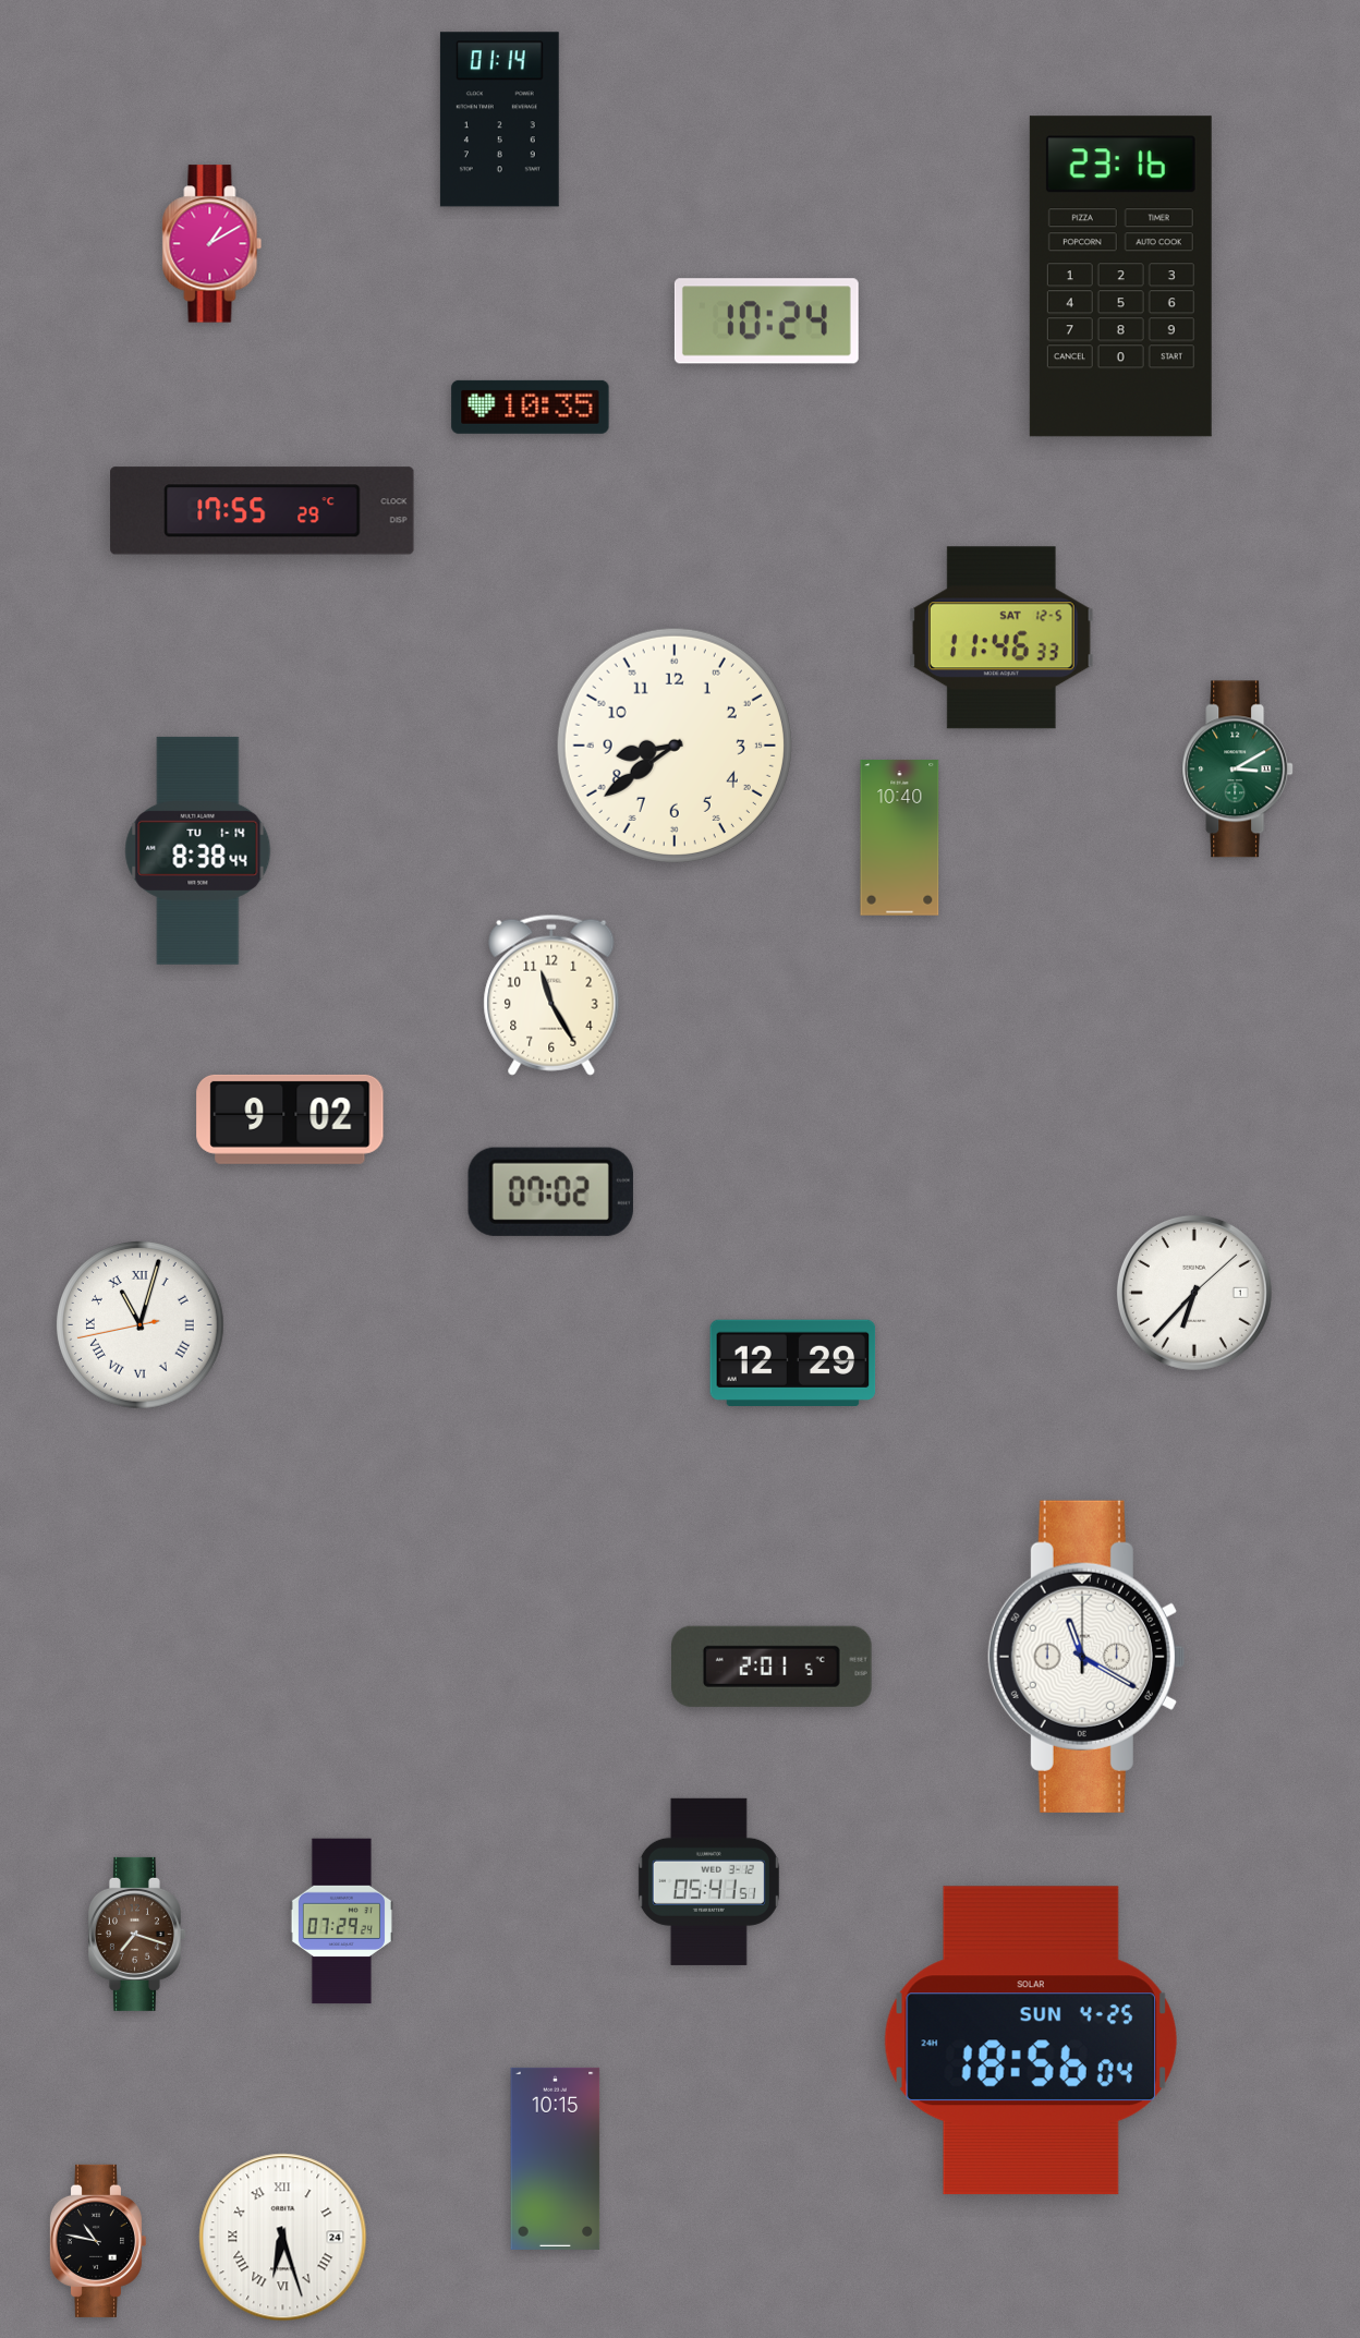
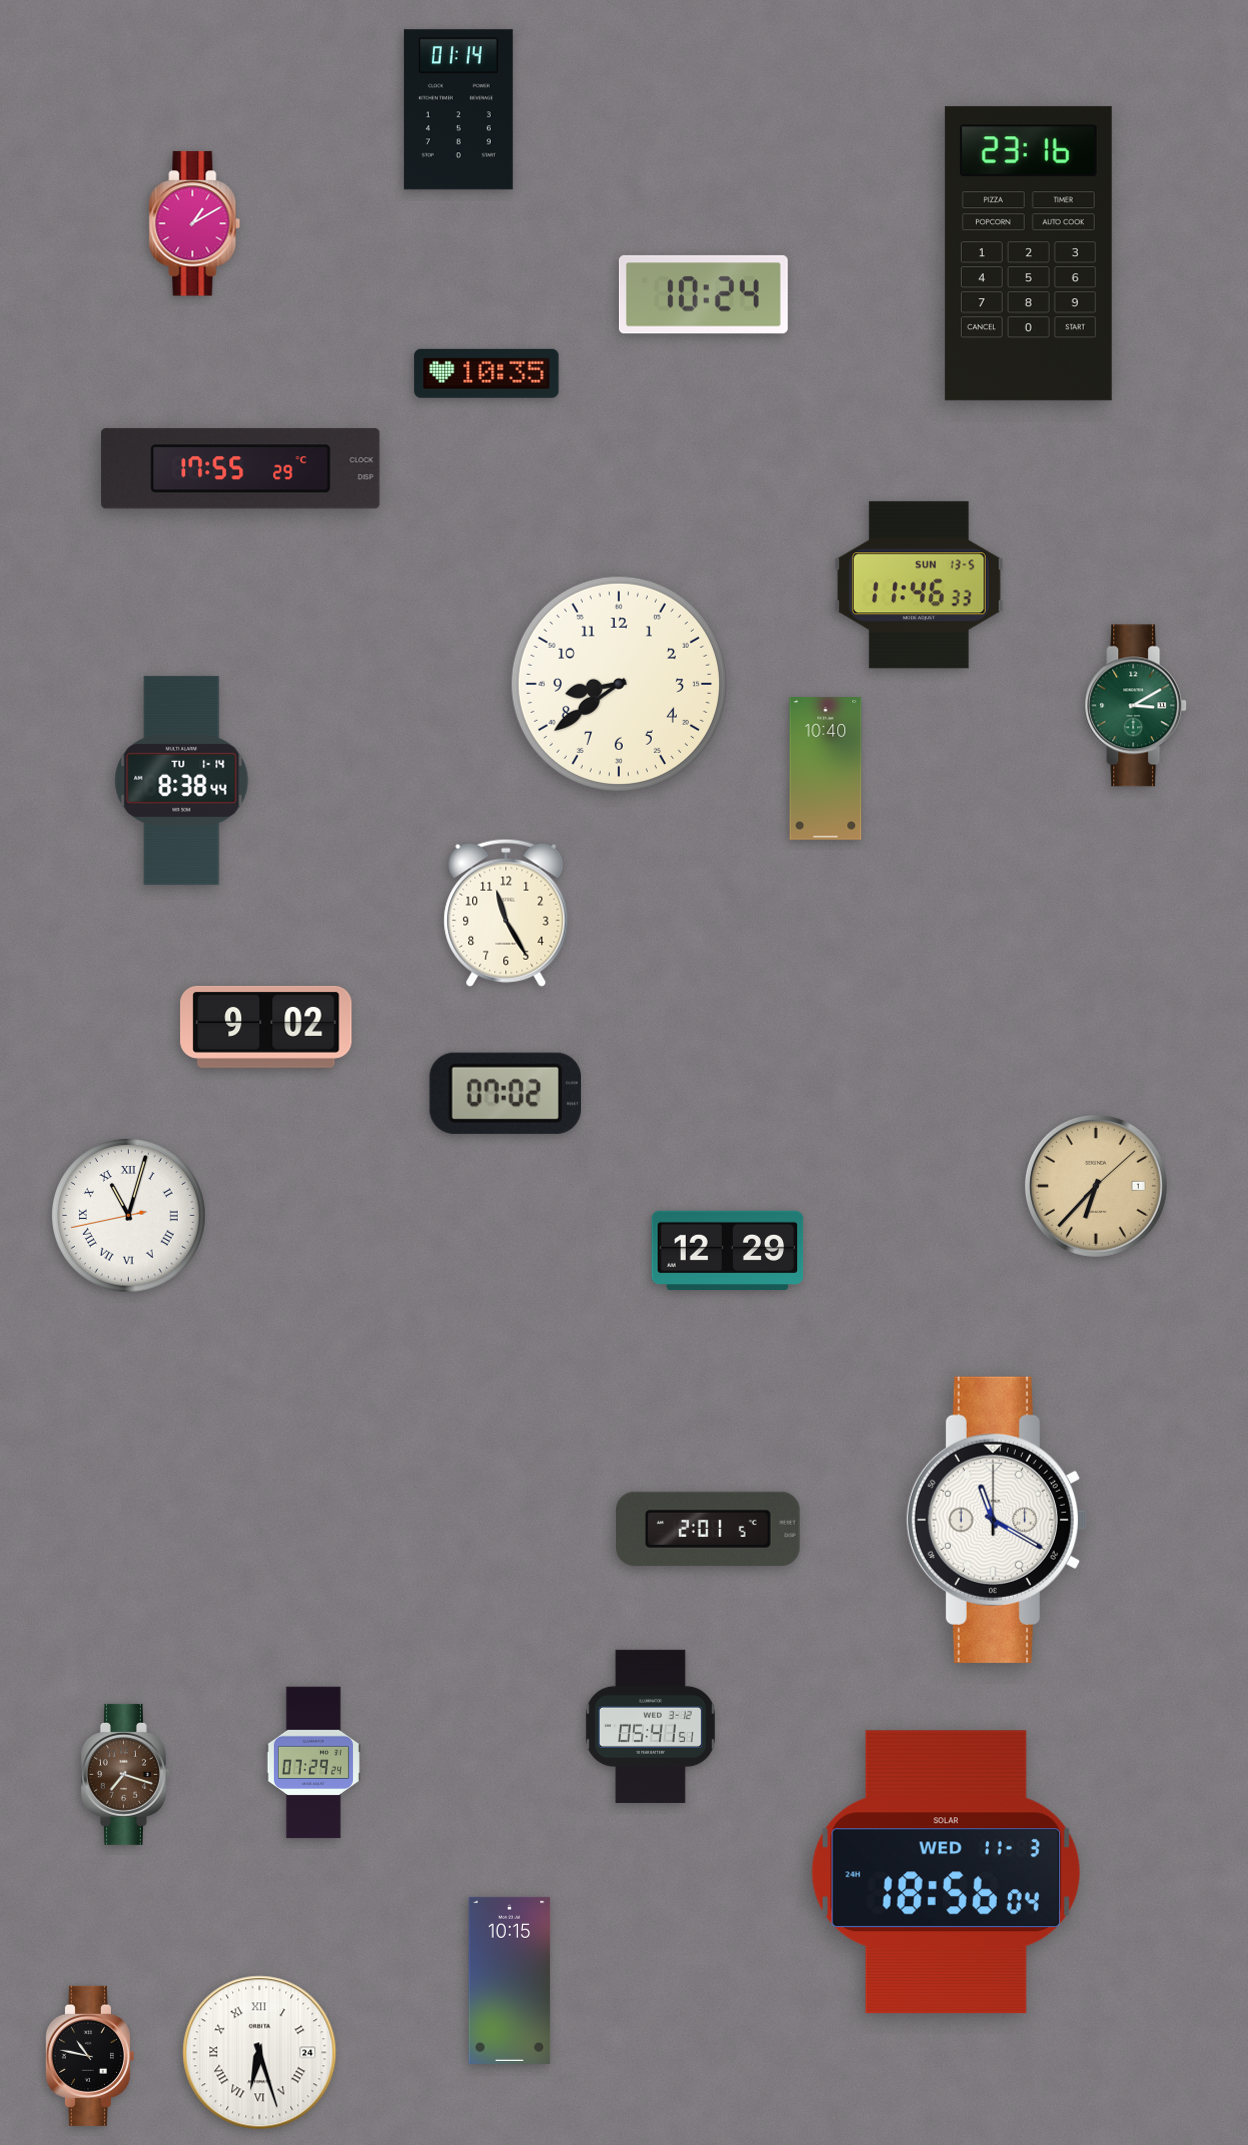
clock at (1001, 638) date: SAT 12-5 -> SUN 13-5
clock at (1194, 1293) dial: white -> champagne
clock at (1031, 2040) date: SUN 4-25 -> WED 11-3
